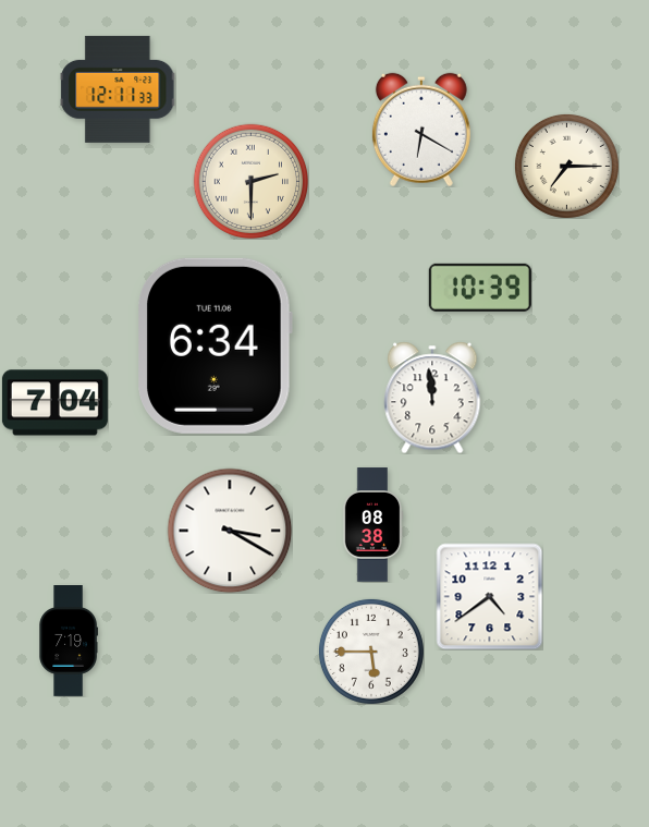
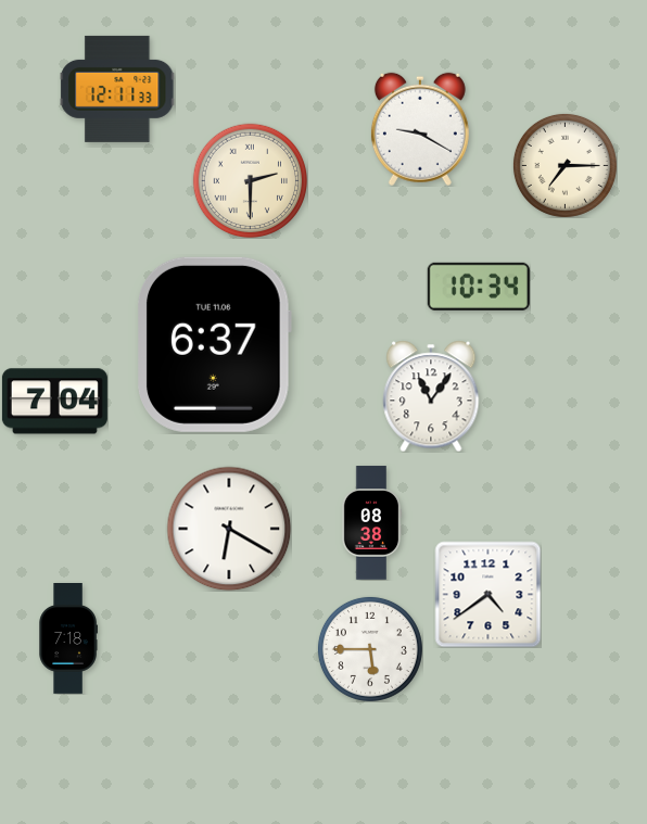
clock at (421, 130): 6:20 -> 9:20
clock at (480, 288): 10:39 -> 10:34
clock at (216, 345): 6:34 -> 6:37
clock at (432, 398): 11:59 -> 11:06
clock at (230, 531): 3:20 -> 6:20
clock at (69, 641): 7:19 -> 7:18
